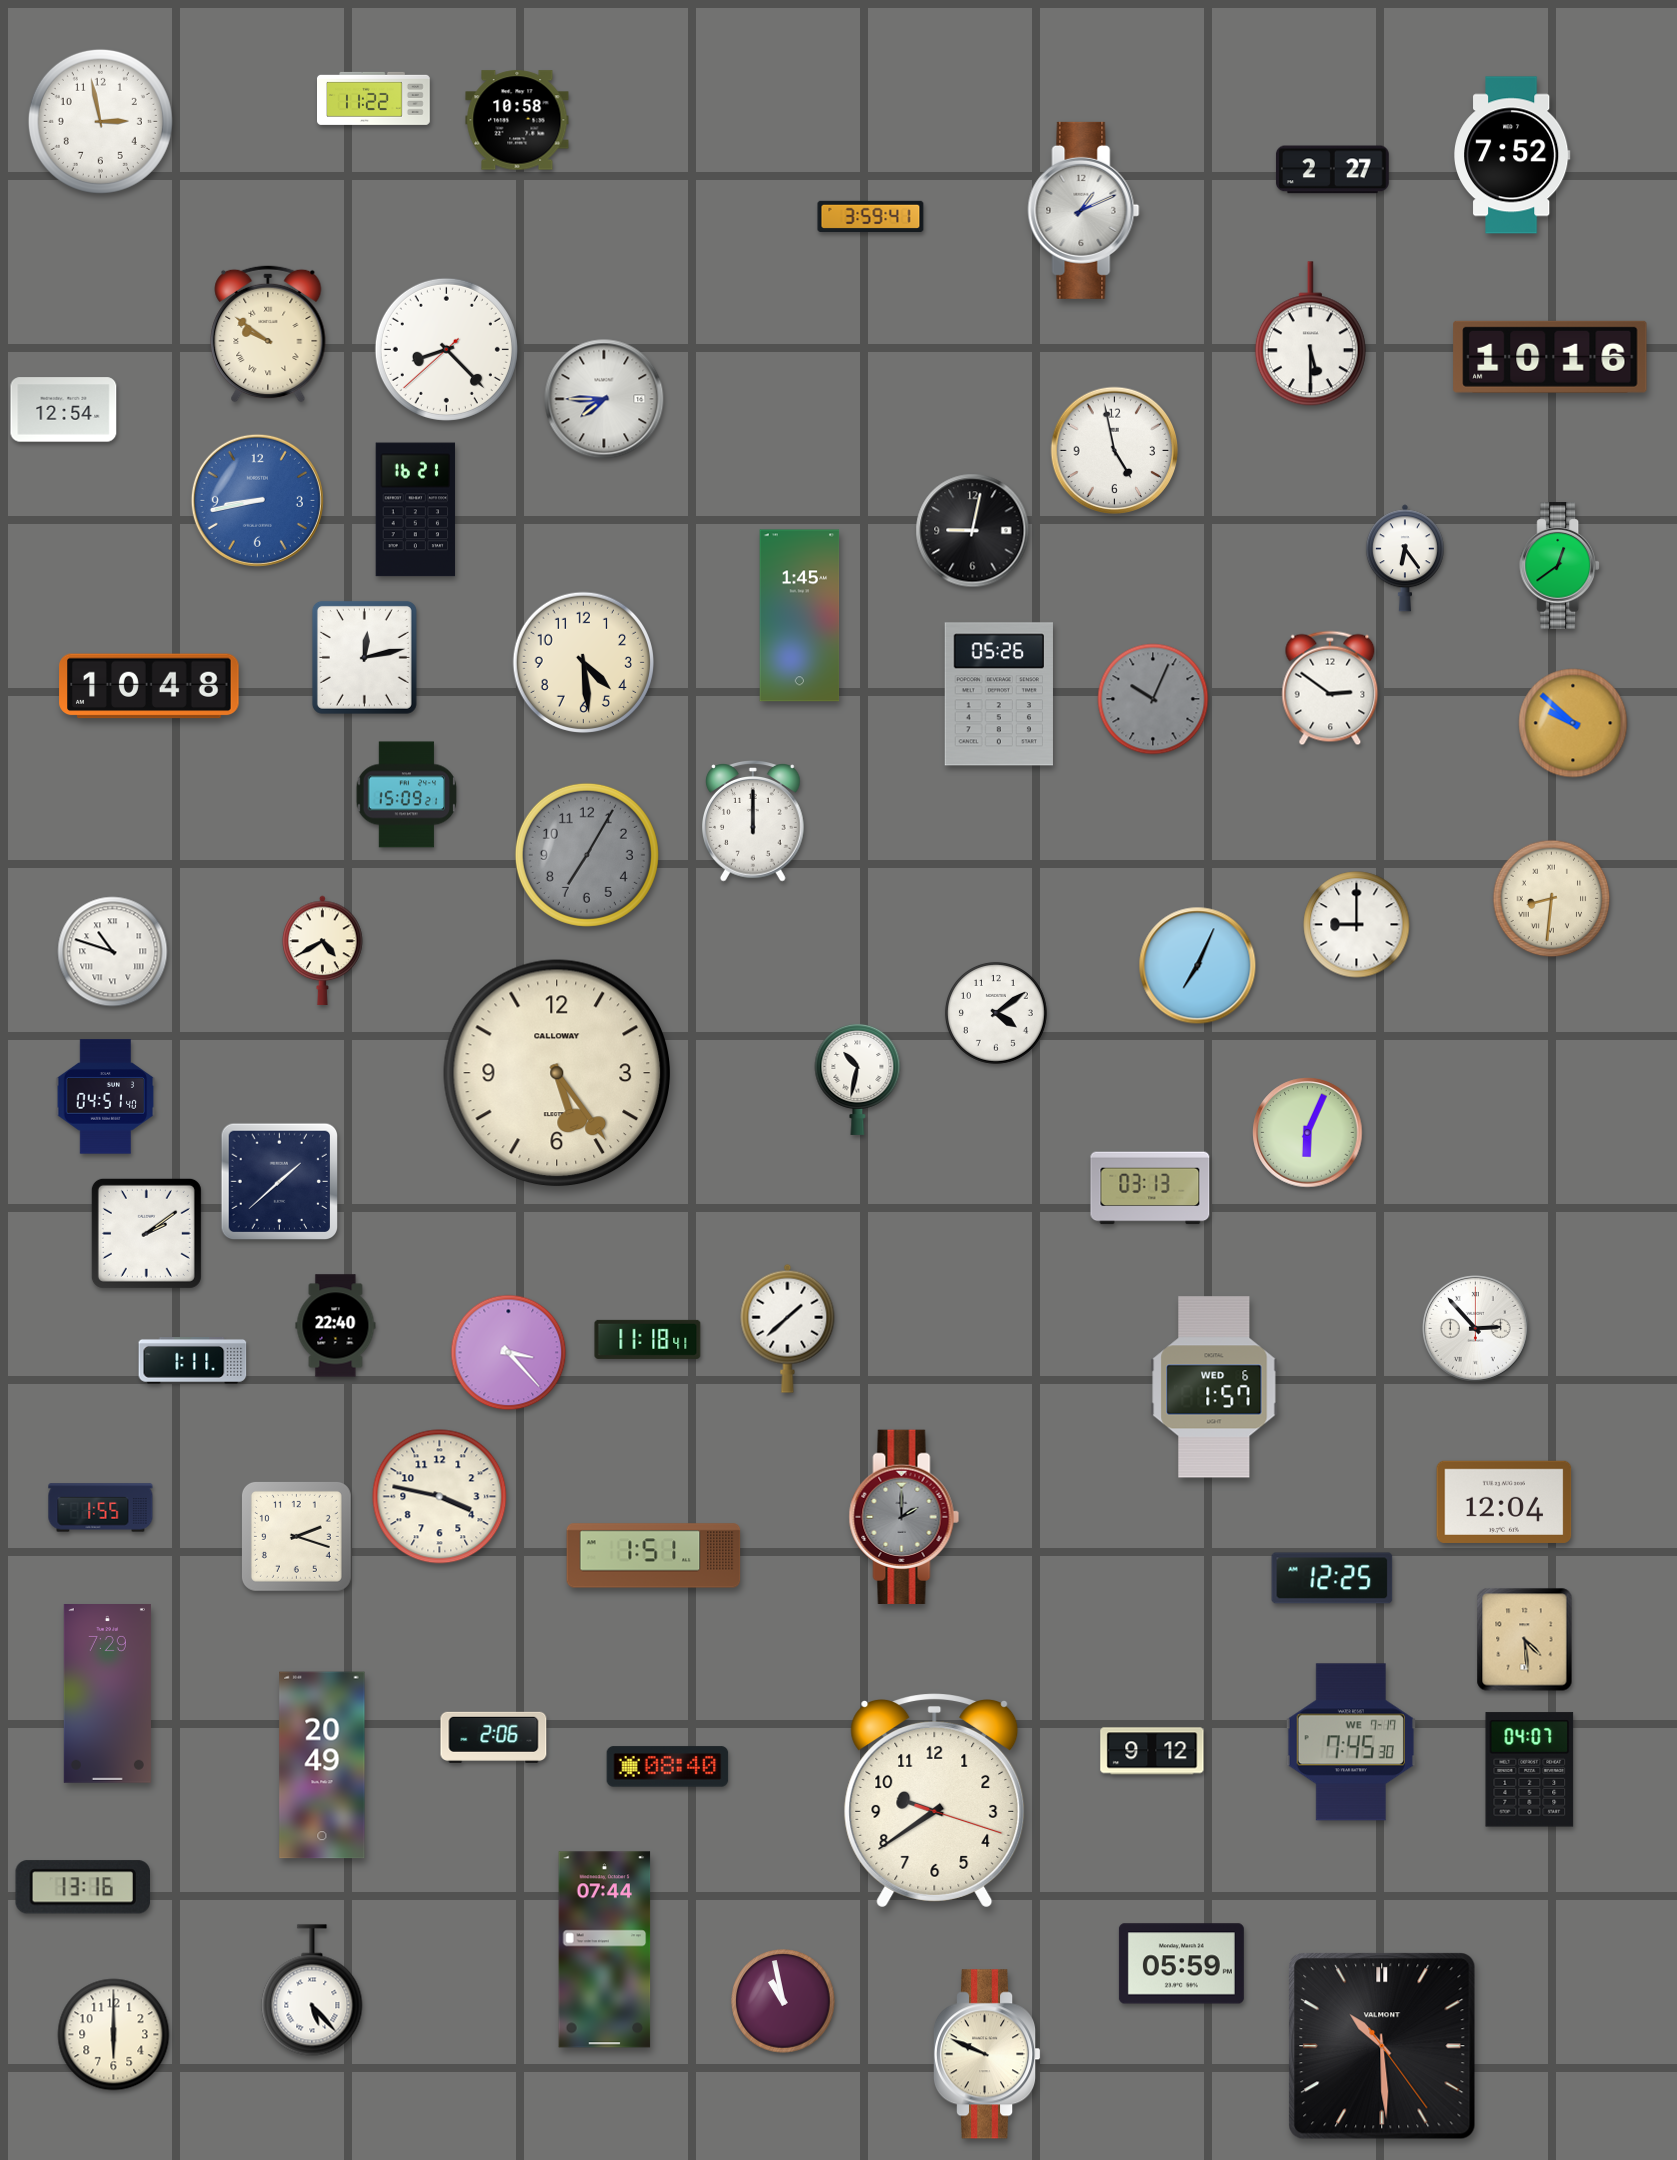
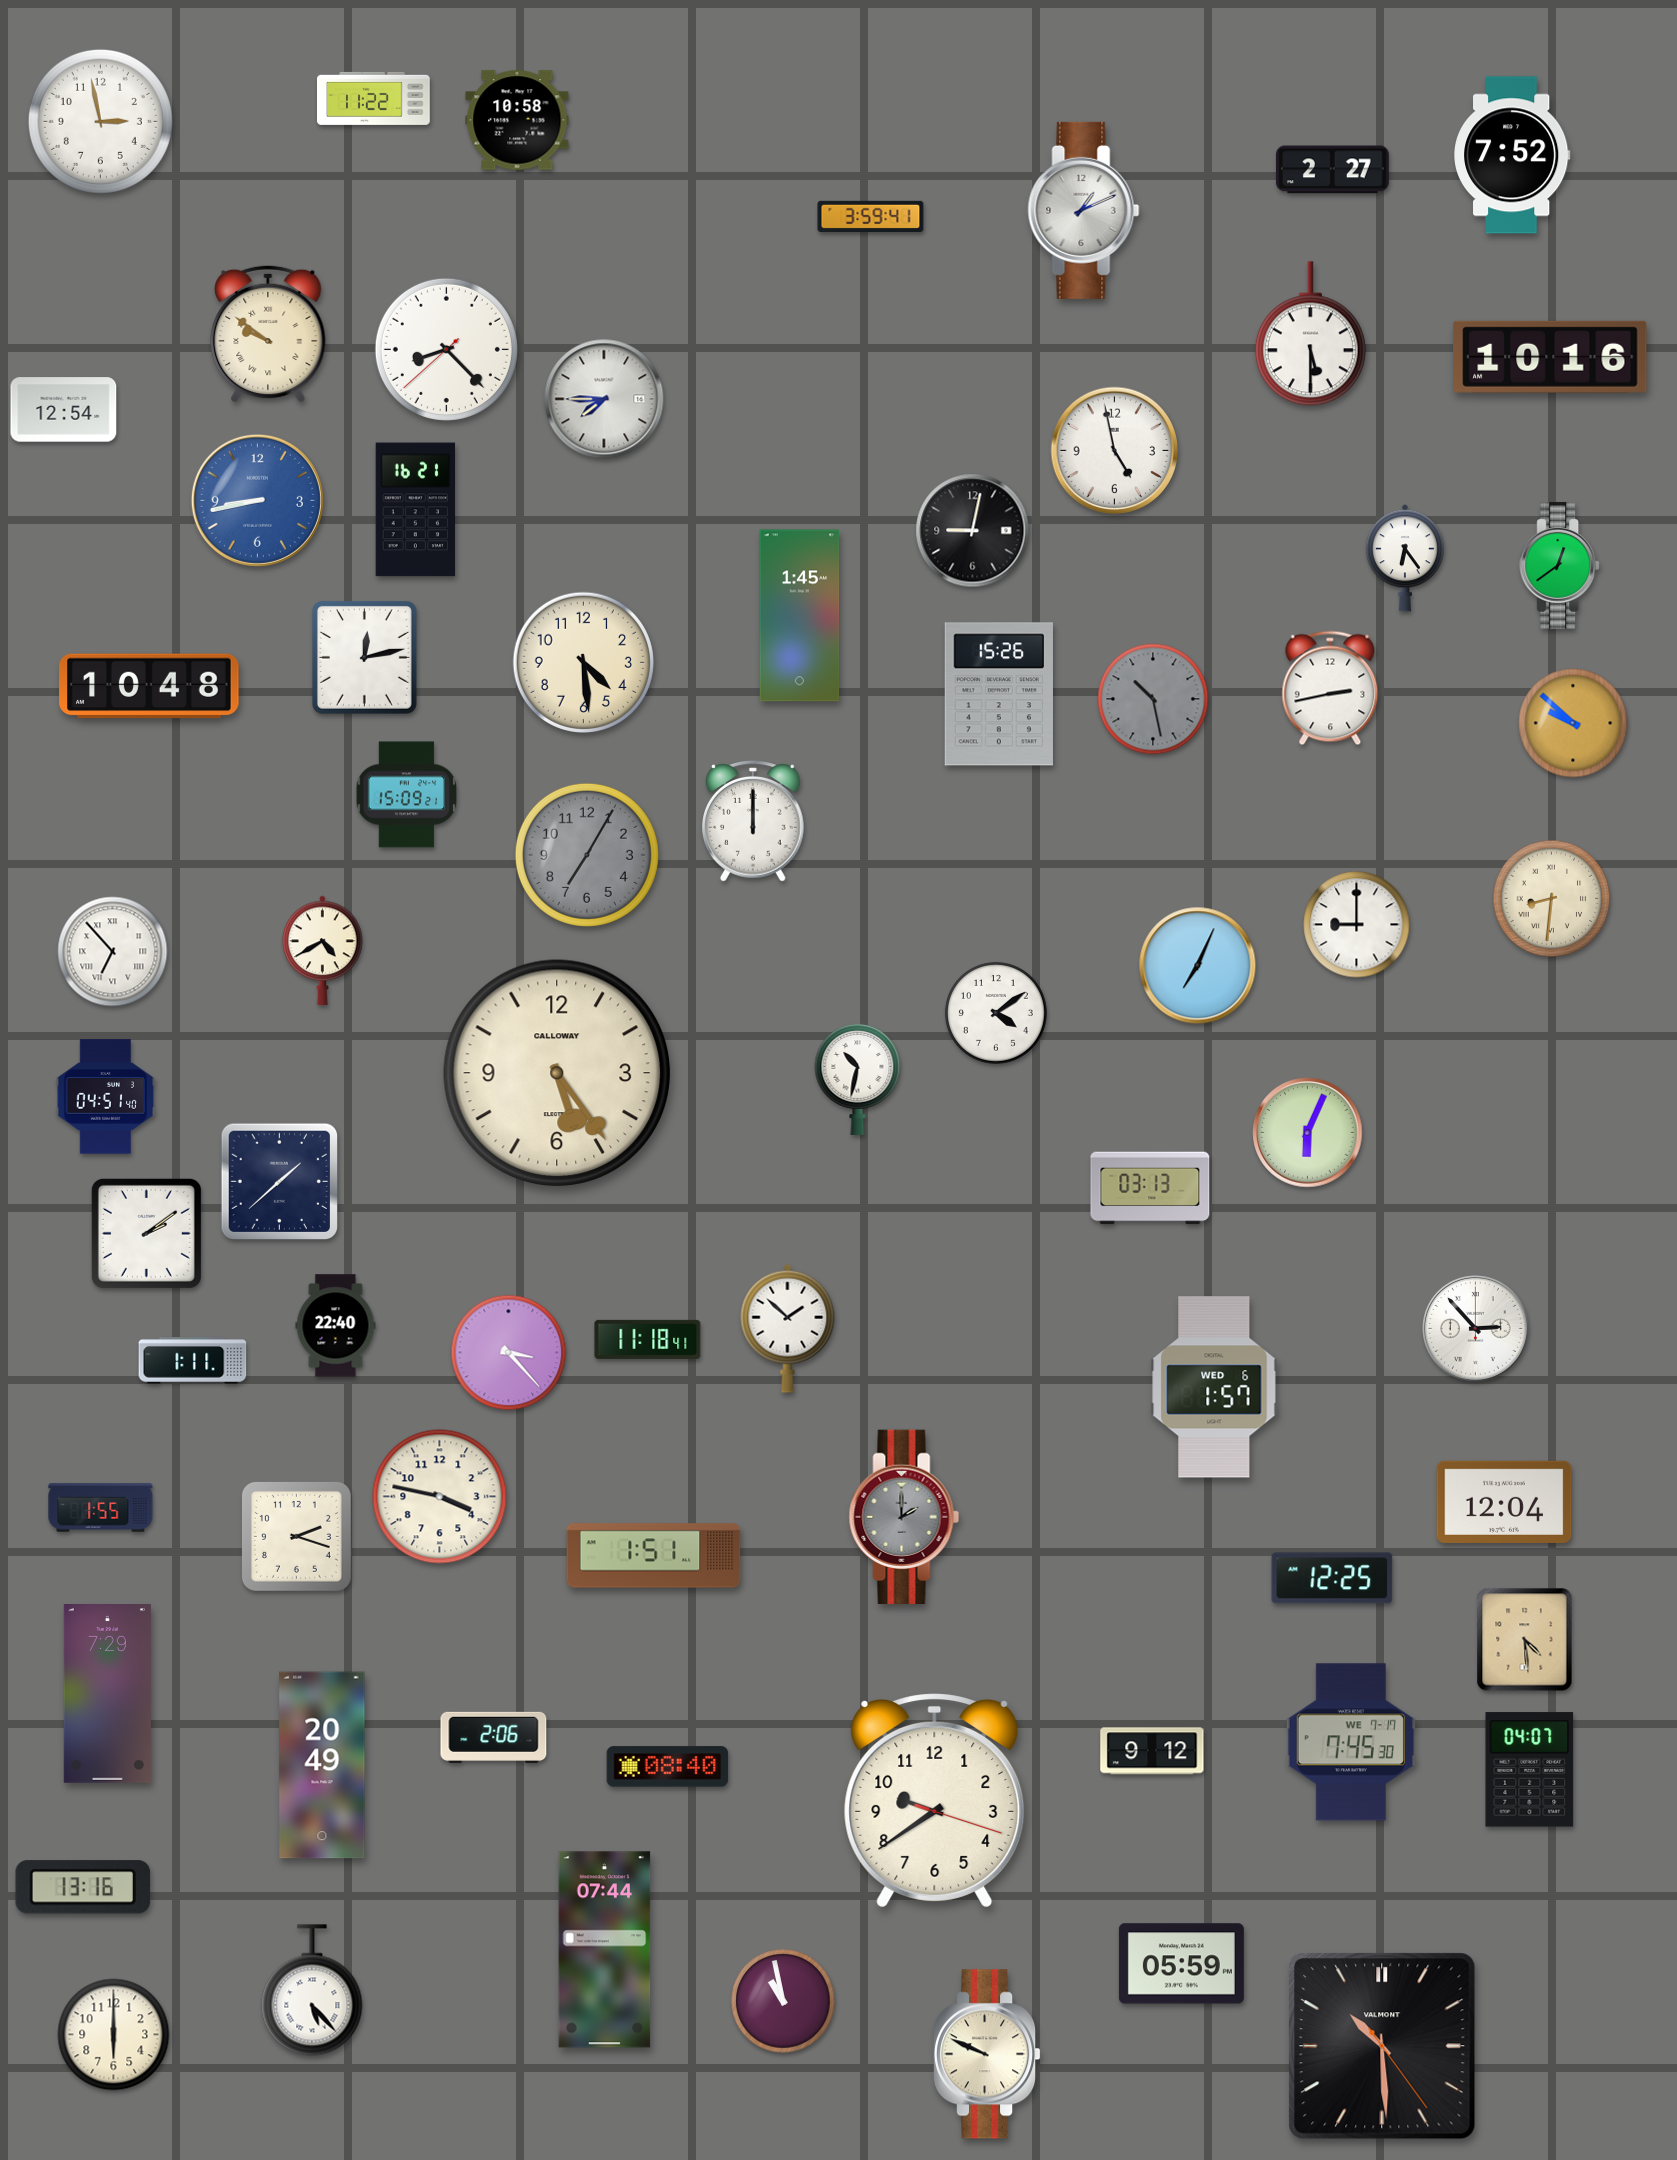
clock at (1330, 688): 2:51 -> 2:43
clock at (999, 694): 05:26 -> 15:26
clock at (1153, 699): 10:04 -> 10:28
clock at (113, 952): 10:48 -> 6:53
clock at (788, 1328): 1:38 -> 1:52
